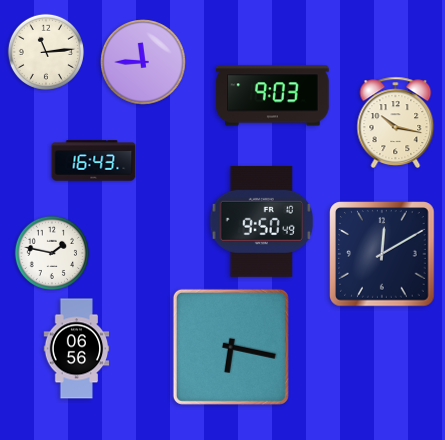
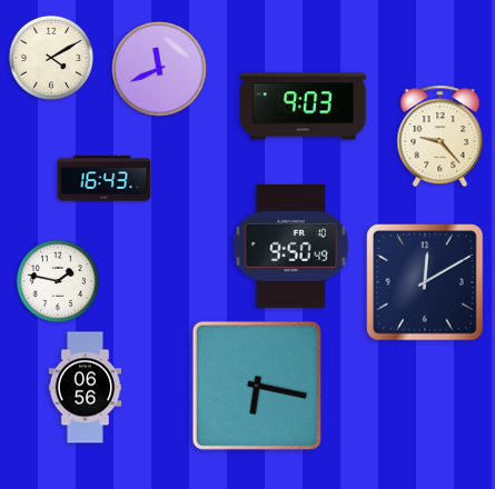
clock at (46, 52): 11:14 -> 4:10
clock at (143, 62): 11:45 -> 11:41
clock at (396, 122): 10:17 -> 9:23
